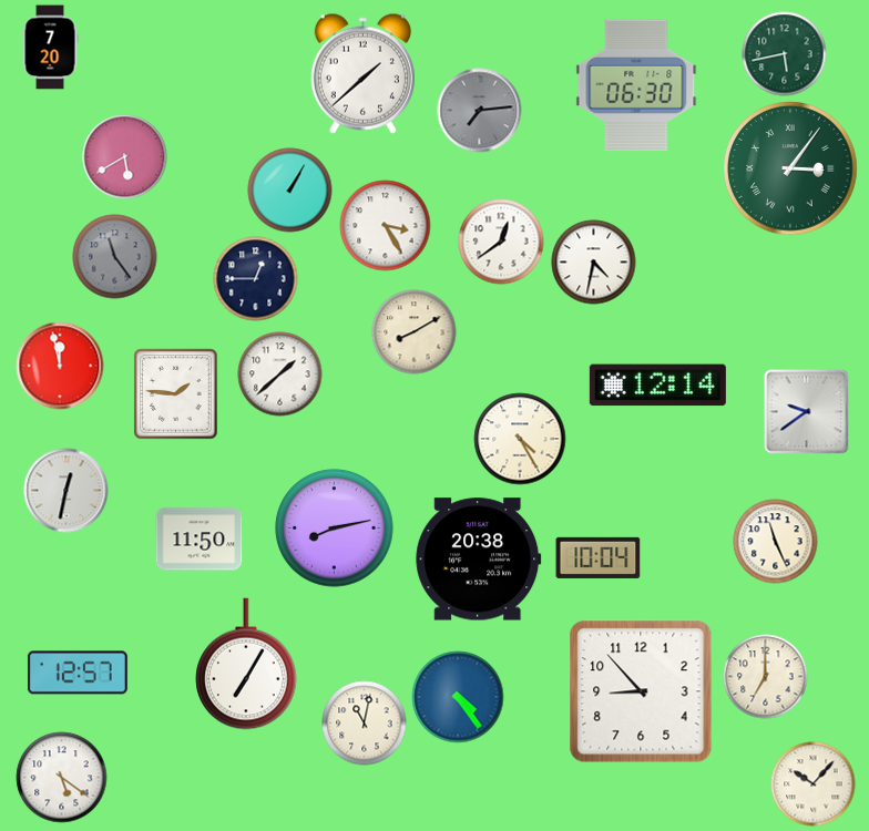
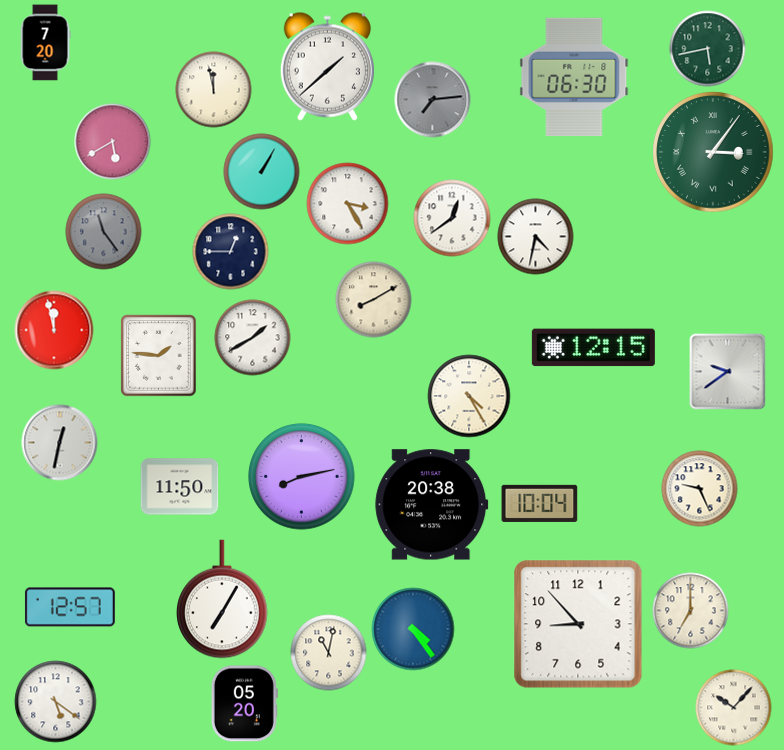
clock at (214, 90): none -> 11:58
clock at (280, 375): 1:38 -> 1:40
clock at (657, 386): 12:14 -> 12:15
clock at (776, 542): 11:26 -> 9:26
clock at (244, 704): none -> 05:20
